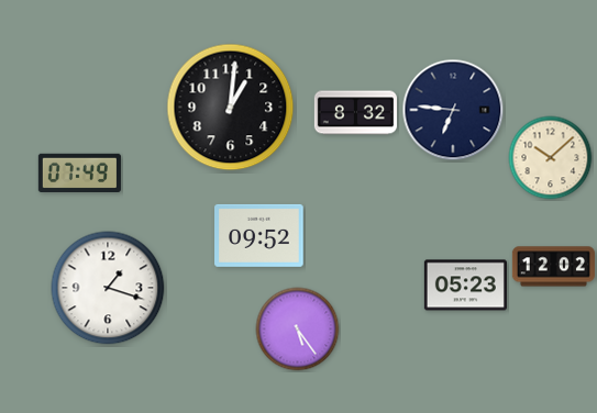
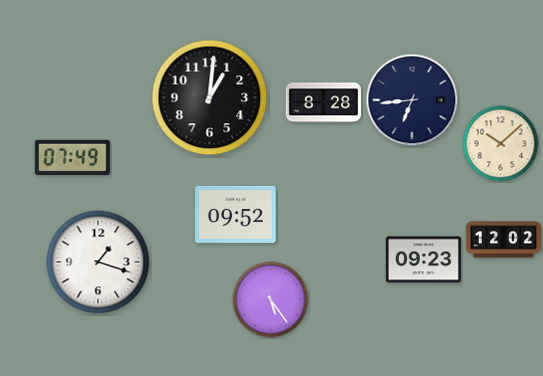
clock at (453, 110): 6:46 -> 6:44
clock at (355, 113): 8:32 -> 8:28
clock at (553, 267) position: (553, 267) -> (503, 240)
clock at (465, 286): 05:23 -> 09:23
